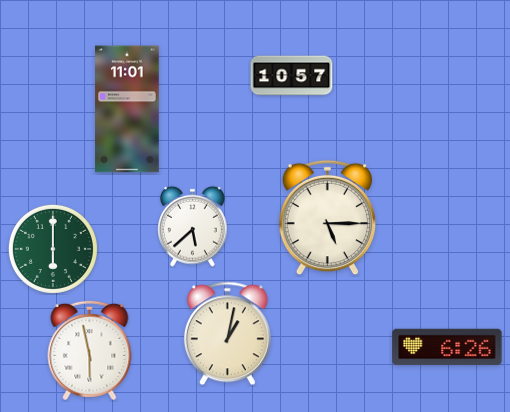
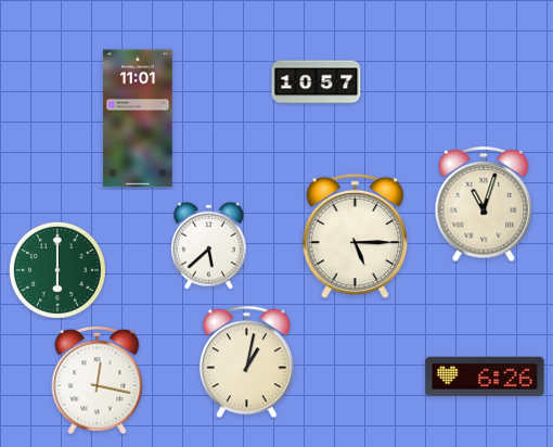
clock at (484, 204): none -> 11:03
clock at (90, 350): 5:58 -> 12:17
